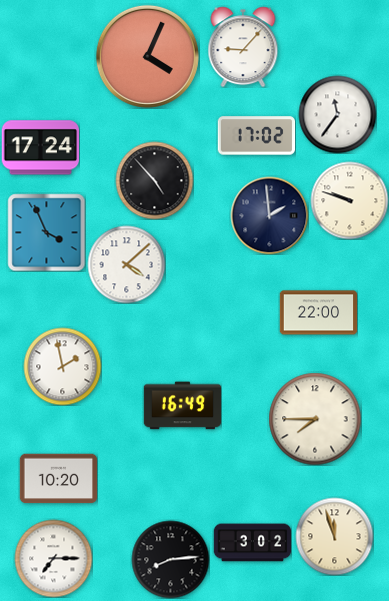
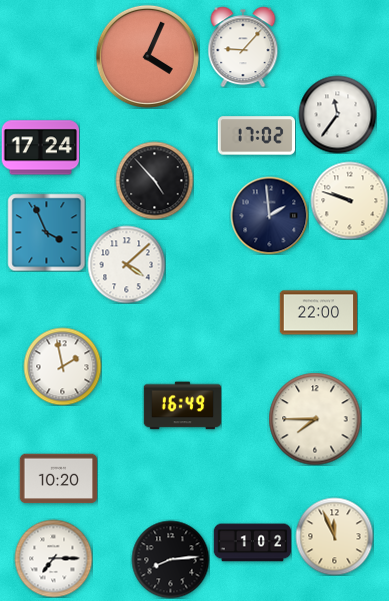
clock at (334, 536): 11:57 -> 11:56
clock at (252, 543): 3:02 -> 1:02
